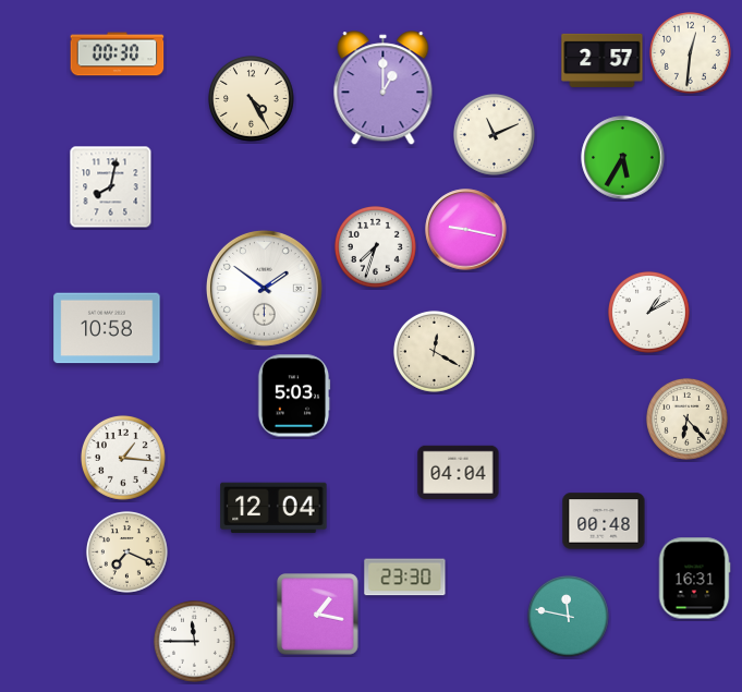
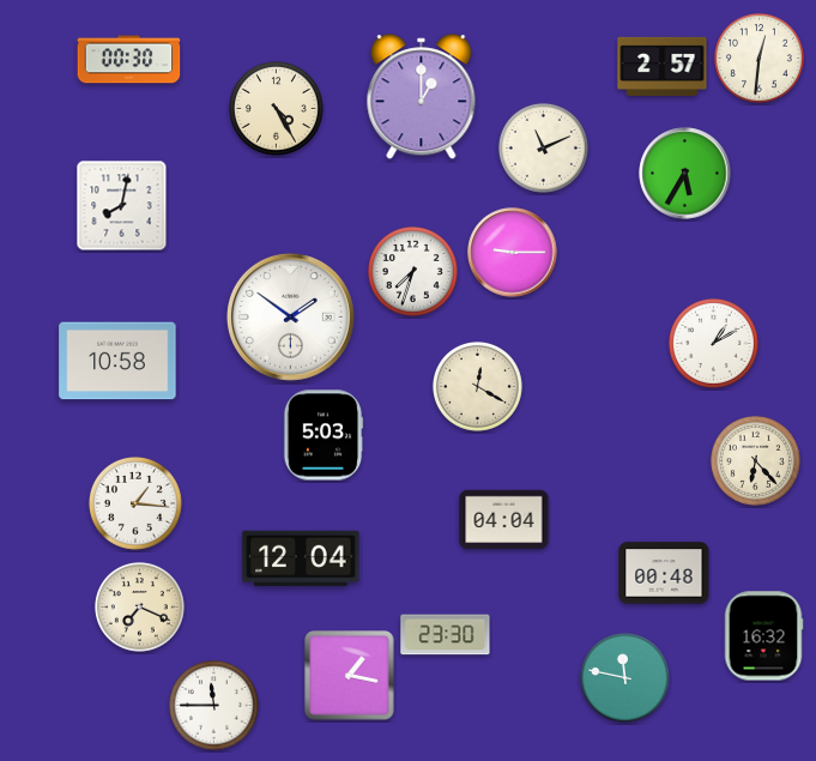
clock at (466, 230): 9:17 -> 9:15
clock at (694, 579): 16:31 -> 16:32
